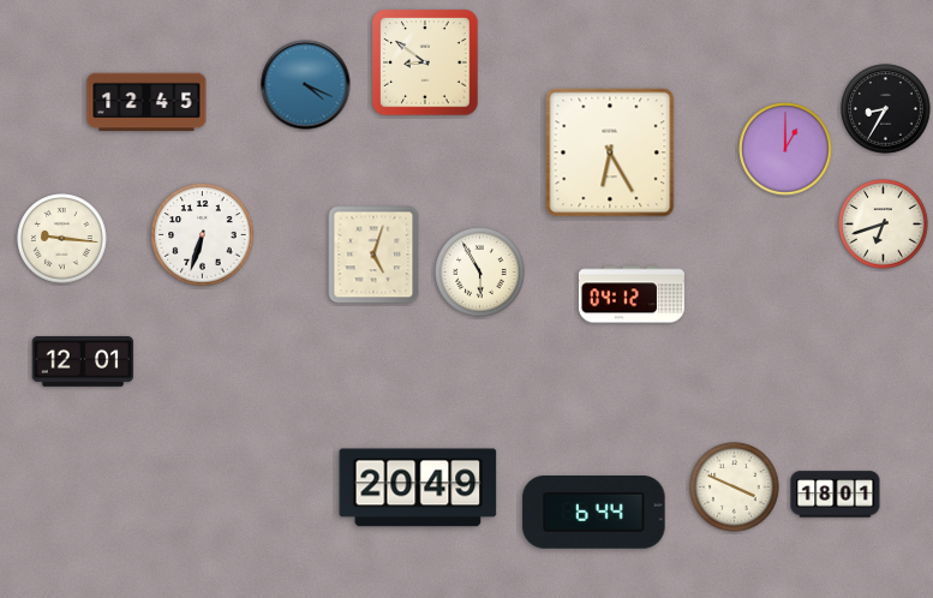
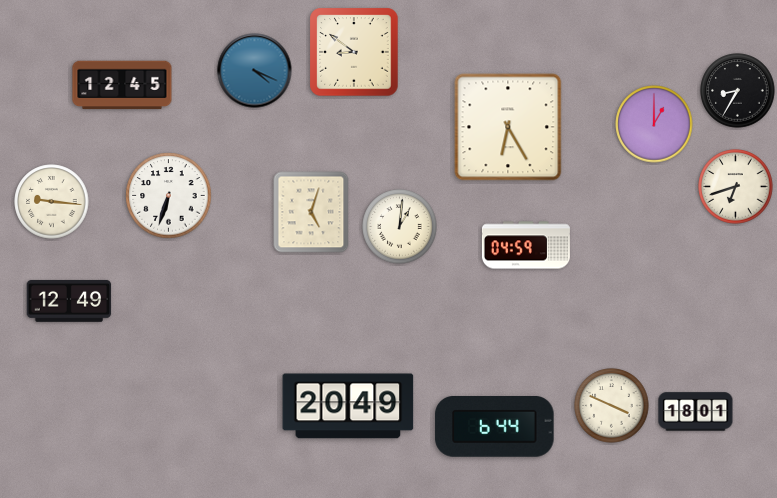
clock at (62, 239) position: (62, 239) -> (52, 202)
clock at (480, 273): 5:55 -> 1:01
clock at (632, 294): 04:12 -> 04:59
clock at (83, 361): 12:01 -> 12:49
